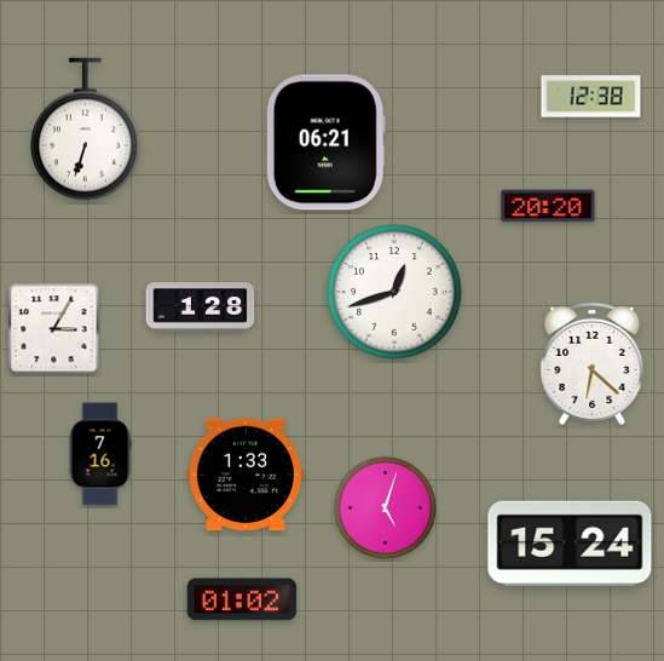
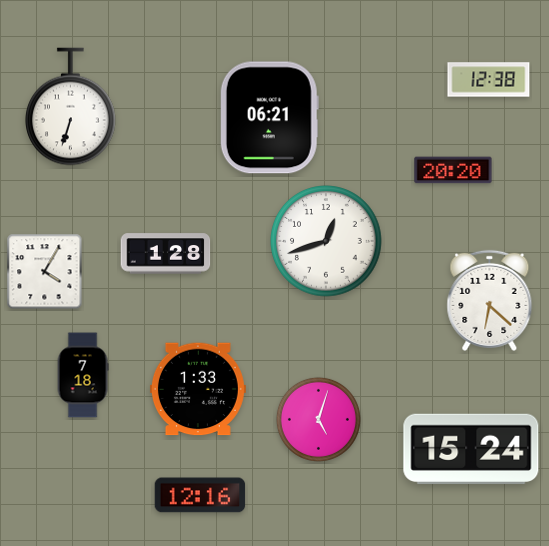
clock at (54, 329): 3:05 -> 4:05
clock at (100, 454): 7:16 -> 7:18
clock at (246, 475) position: (246, 475) -> (198, 389)
clock at (242, 599): 01:02 -> 12:16
